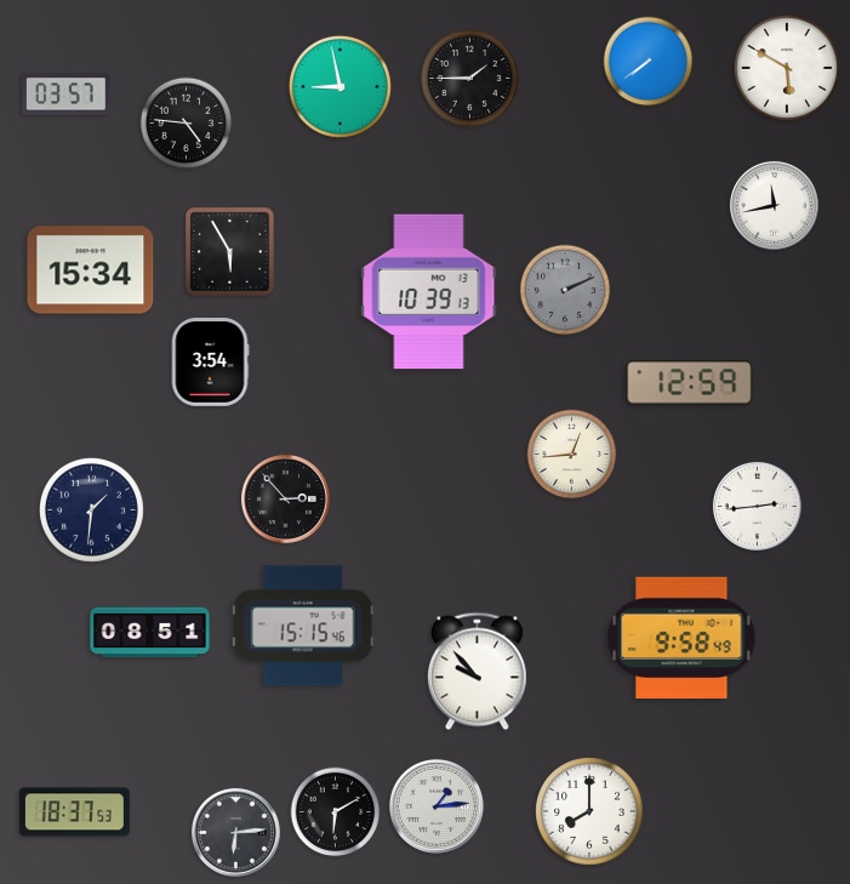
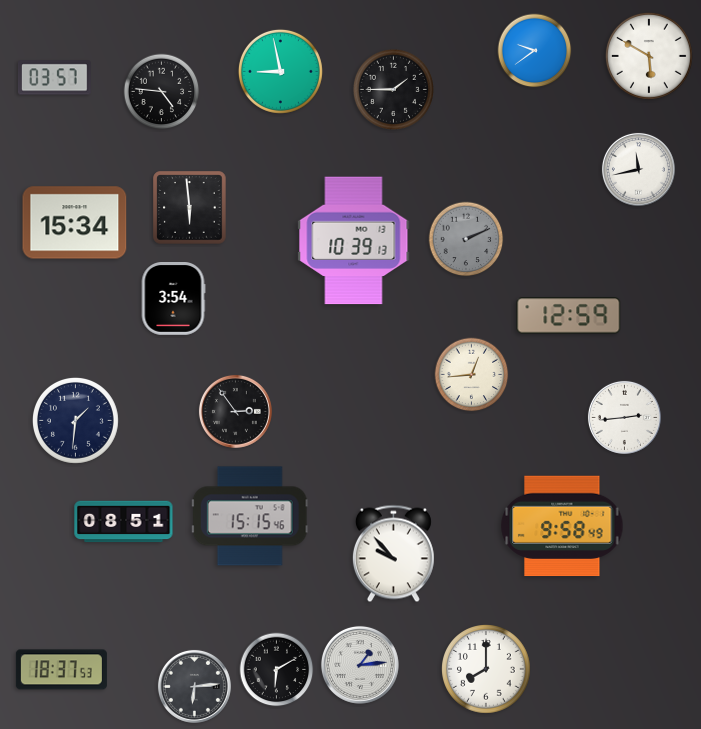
clock at (649, 62): 7:39 -> 9:39
clock at (469, 78) position: (469, 78) -> (393, 89)
clock at (187, 124) position: (187, 124) -> (162, 92)
clock at (230, 252): 5:55 -> 5:59
clock at (285, 498): 2:53 -> 2:54
